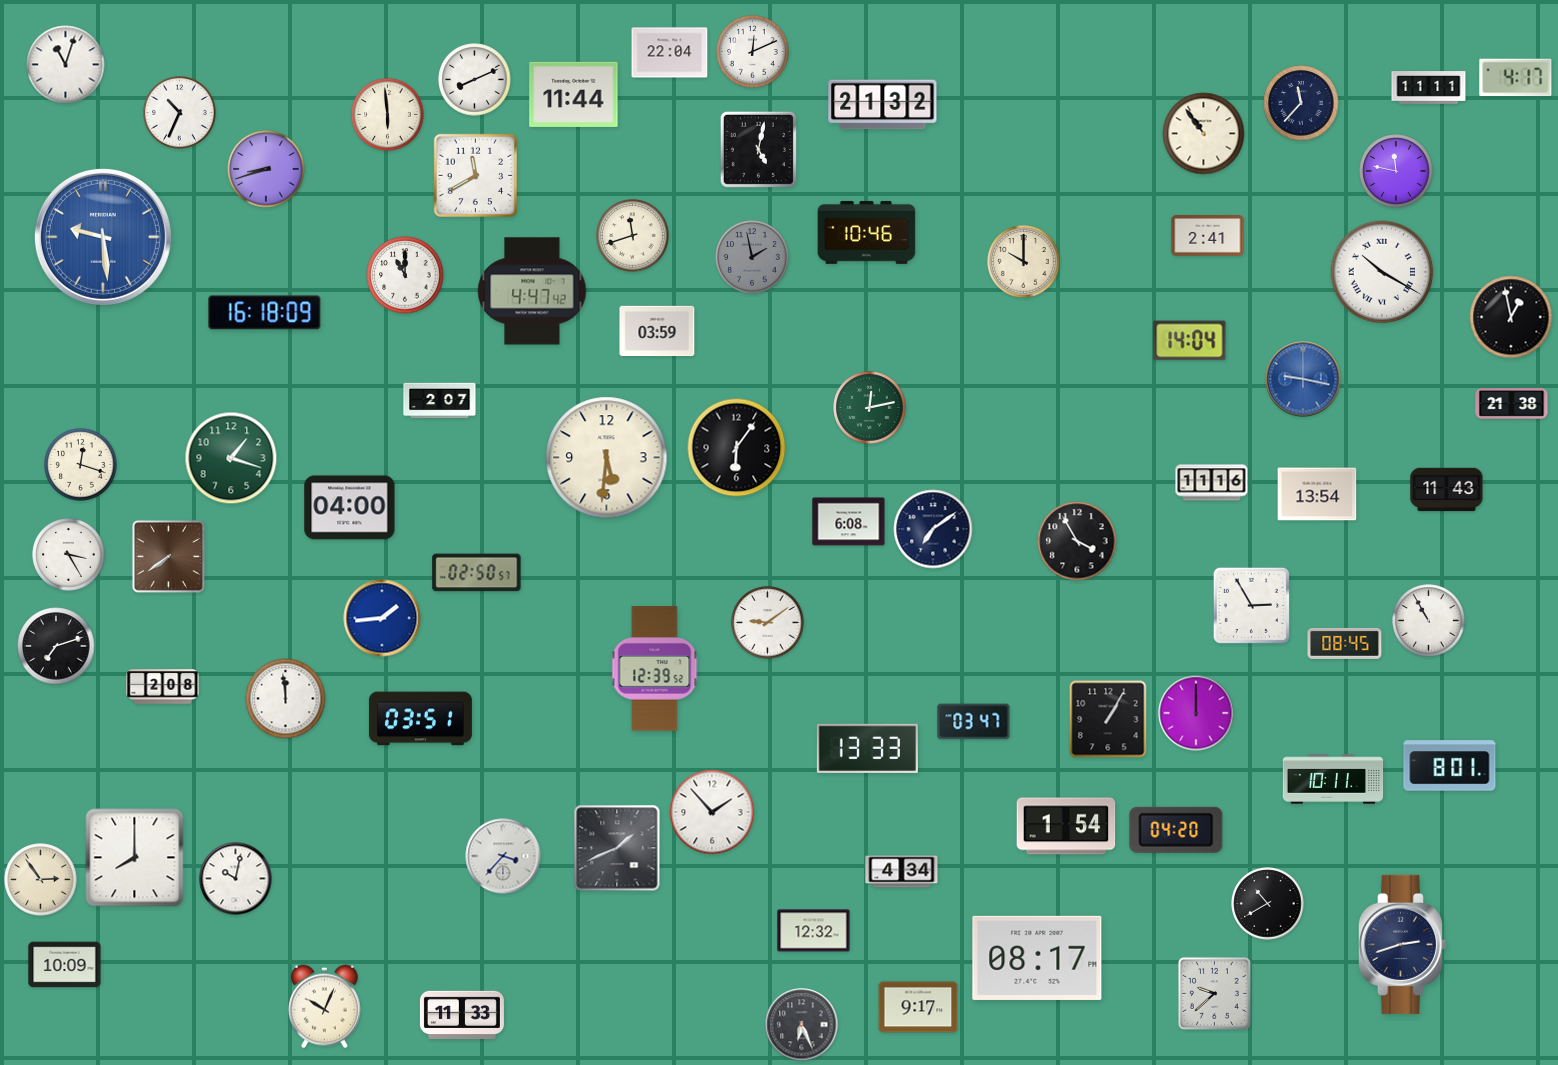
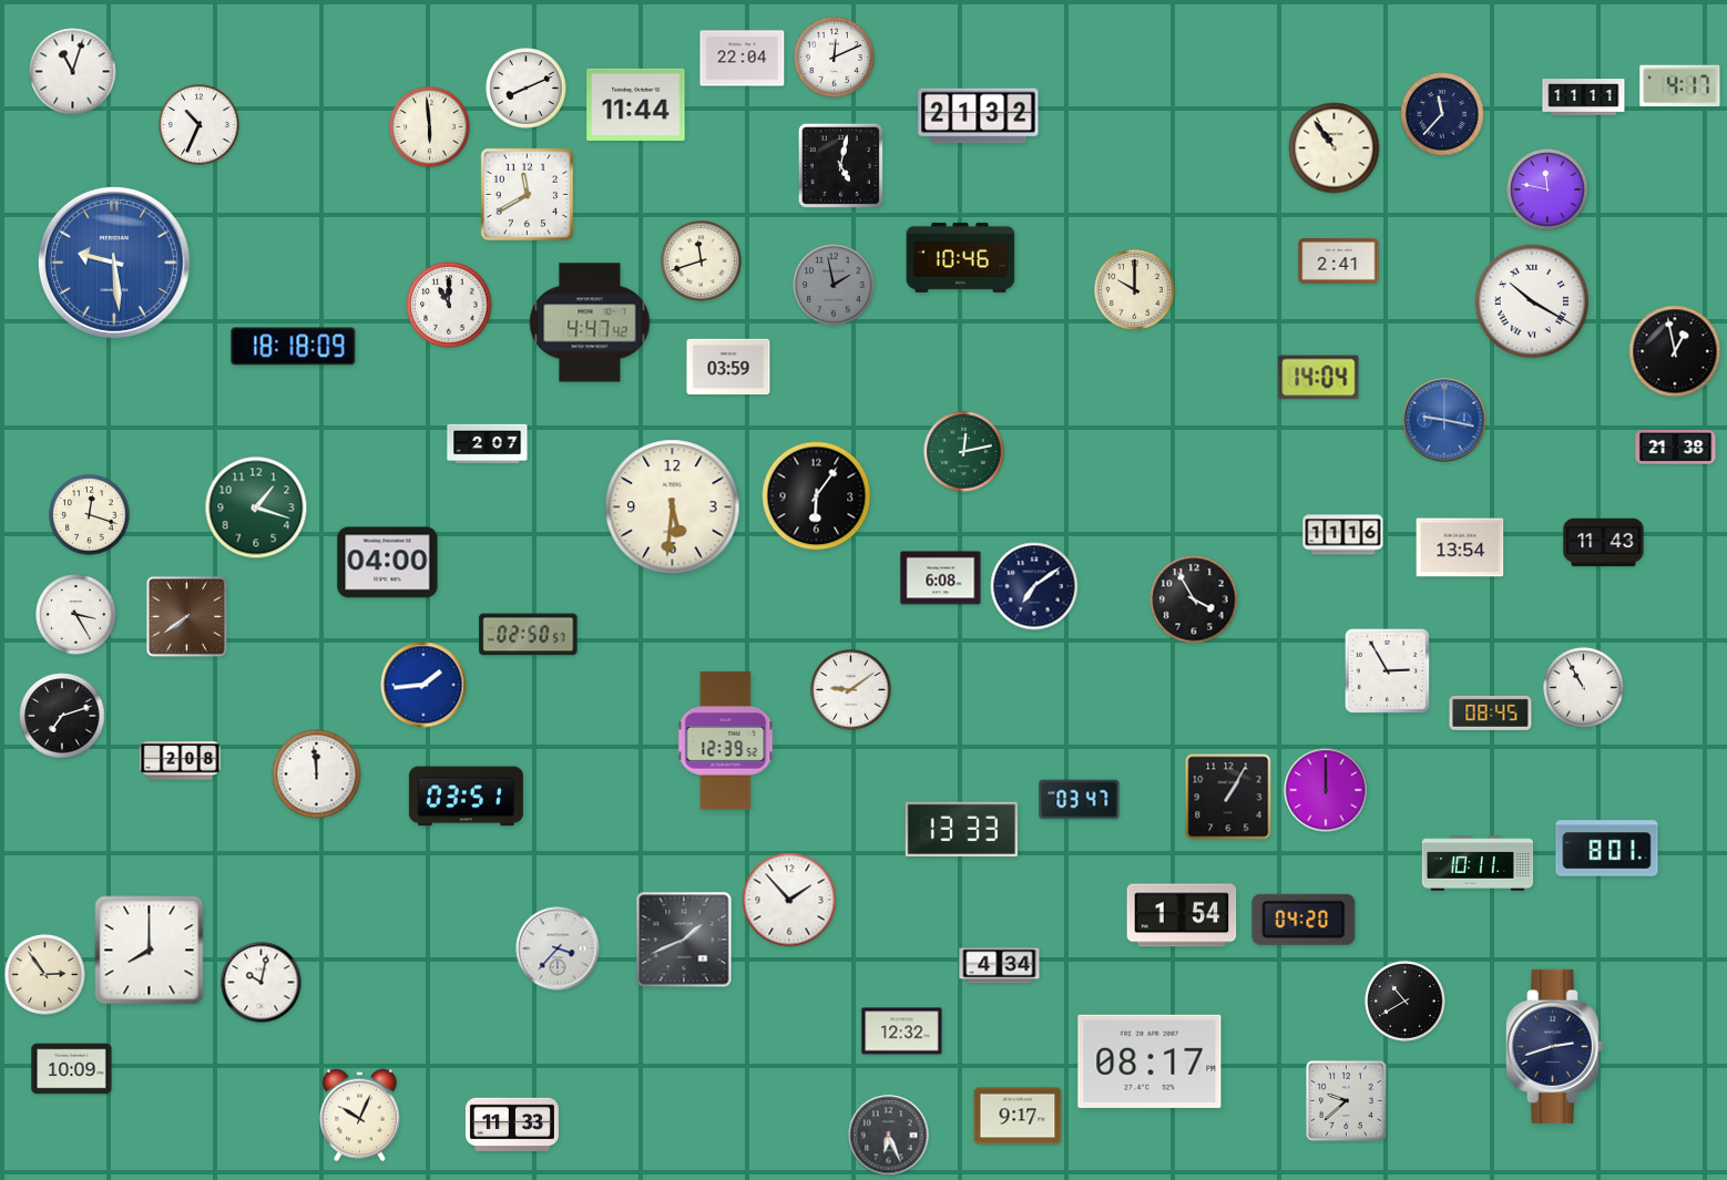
clock at (266, 169): 8:42 -> none
clock at (265, 313): 16:18 -> 18:18
clock at (236, 879) position: (236, 879) -> (262, 983)
